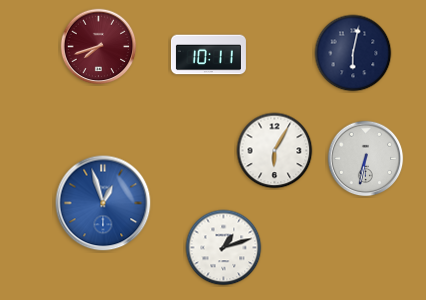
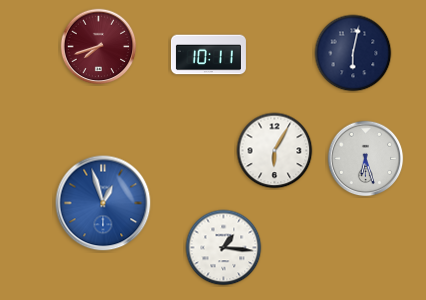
clock at (366, 159): 6:32 -> 6:27
clock at (224, 248): 1:12 -> 1:16
